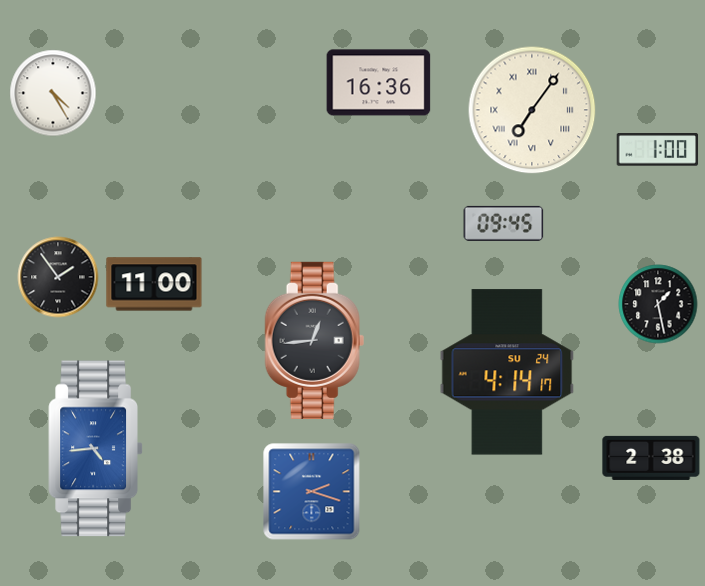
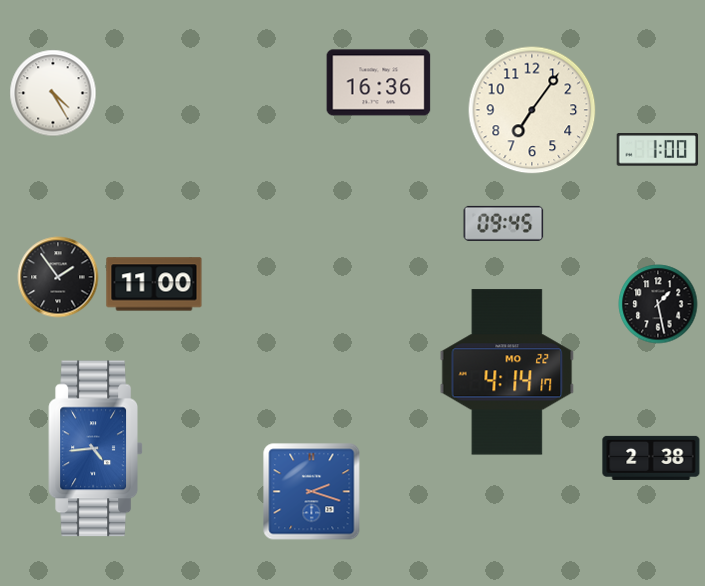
clock at (532, 110) numerals: Roman -> Arabic
clock at (315, 340): 12:44 -> none
clock at (507, 372) date: SU 24 -> MO 22
